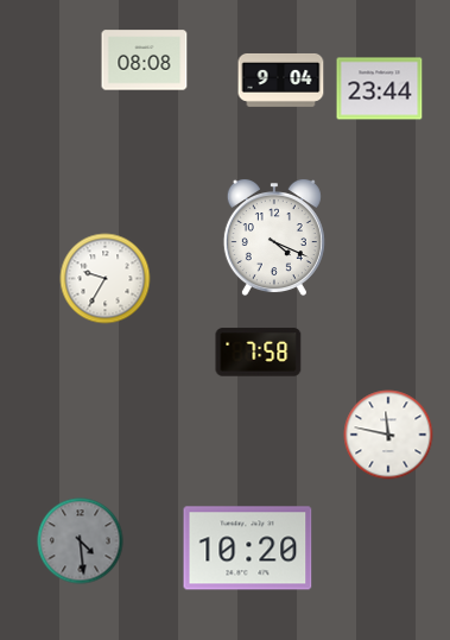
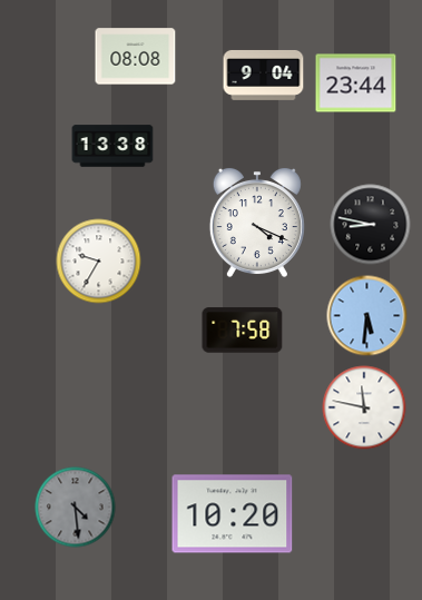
clock at (112, 146): none -> 13:38
clock at (371, 225): none -> 8:47
clock at (367, 316): none -> 5:31
